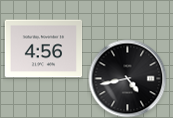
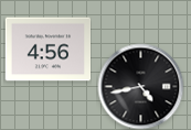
clock at (43, 49) position: (43, 49) -> (47, 50)
